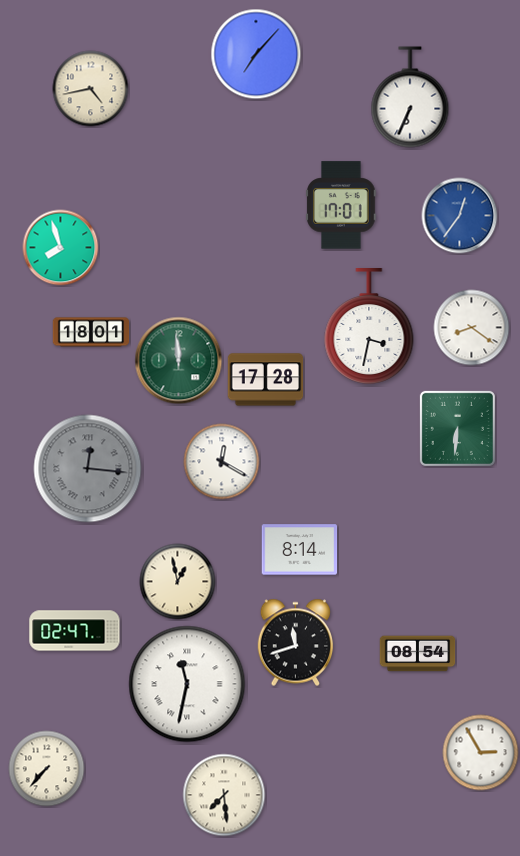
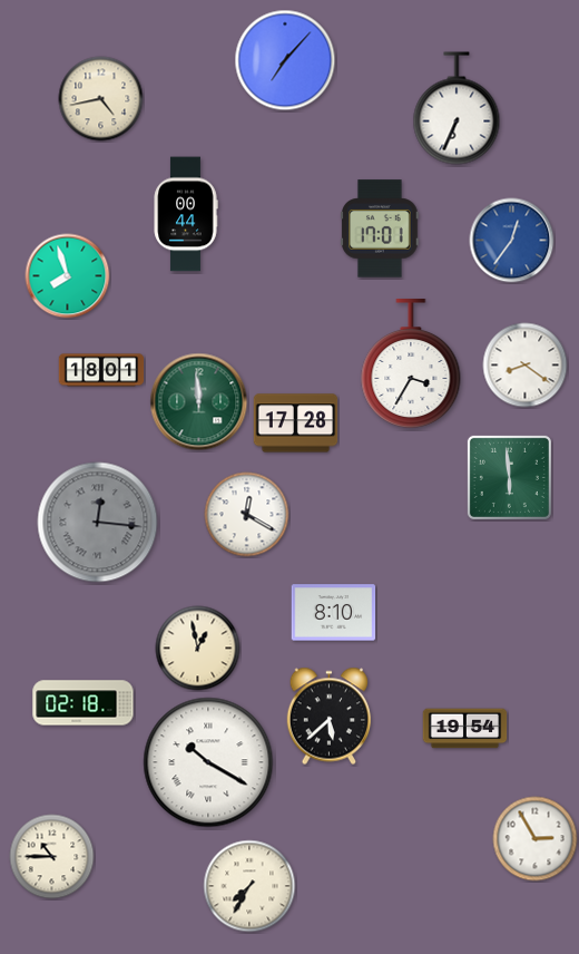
clock at (186, 214): none -> 00:44
clock at (369, 327): 3:32 -> 3:35
clock at (457, 428): 6:31 -> 5:59
clock at (300, 550): 8:14 -> 8:10
clock at (75, 631): 02:47 -> 02:18
clock at (296, 643): 11:42 -> 5:38
clock at (418, 654): 08:54 -> 19:54
clock at (187, 684): 11:32 -> 10:20
clock at (47, 769): 7:37 -> 10:45
clock at (224, 795): 7:29 -> 7:35
